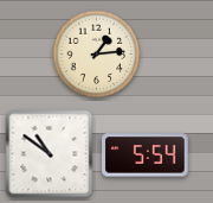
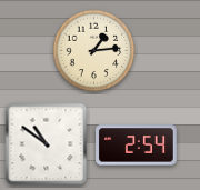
clock at (97, 55) position: (97, 55) -> (94, 51)
clock at (146, 156): 5:54 -> 2:54
